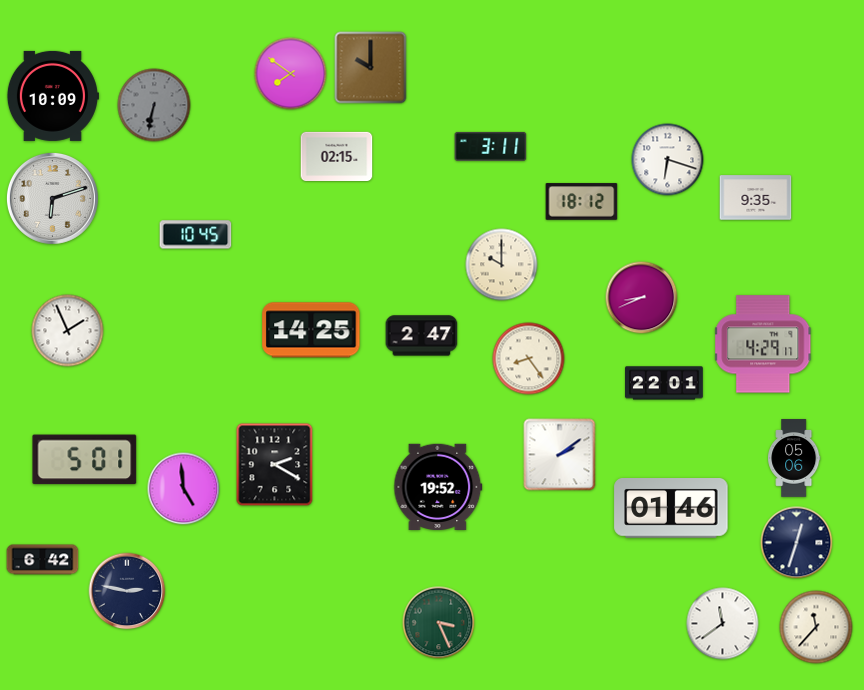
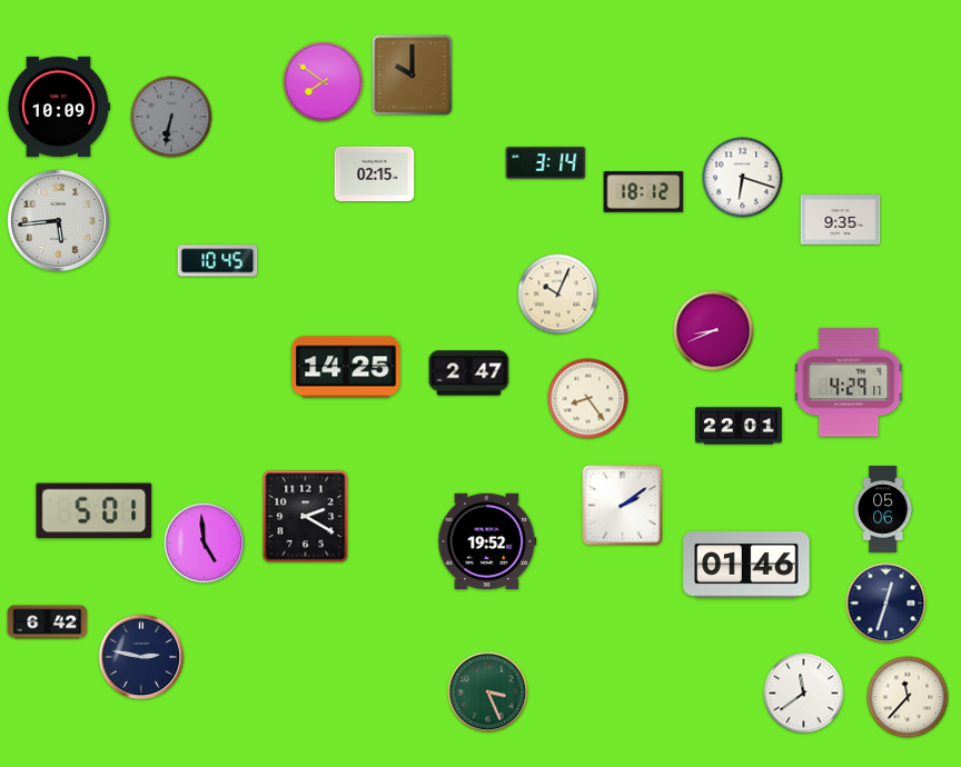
clock at (491, 146): 3:11 -> 3:14
clock at (52, 198): 6:12 -> 5:44
clock at (582, 202) position: (582, 202) -> (644, 192)
clock at (502, 265): 10:00 -> 10:04
clock at (68, 331): 1:56 -> none
